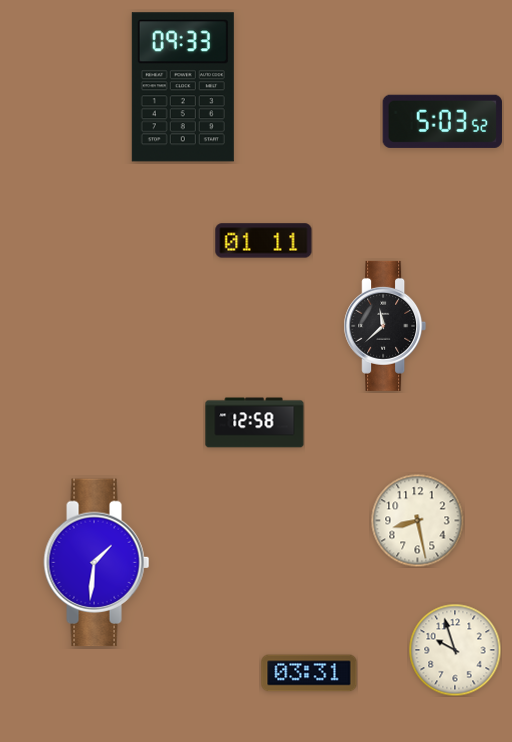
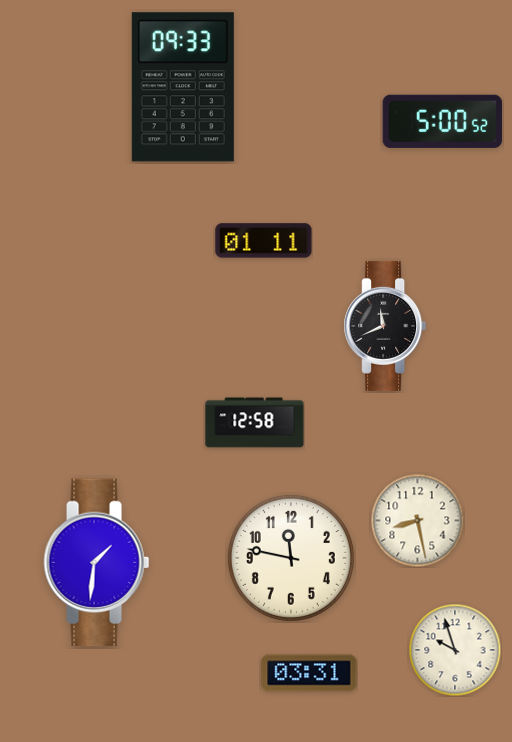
clock at (442, 121): 5:03 -> 5:00
clock at (385, 326): 11:38 -> 11:41
clock at (291, 558): none -> 11:47
